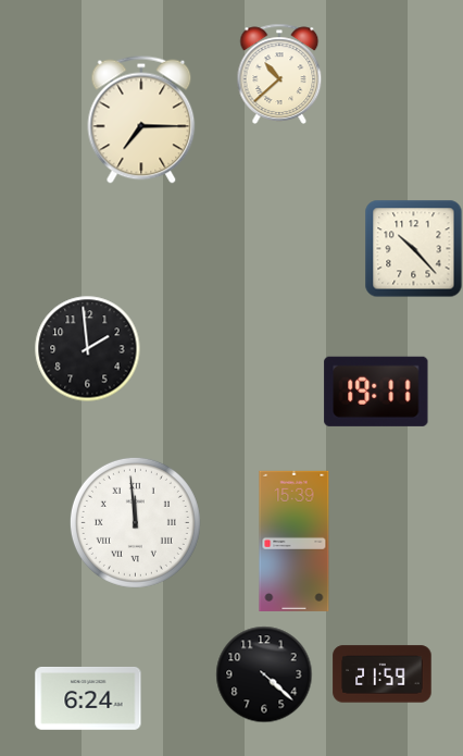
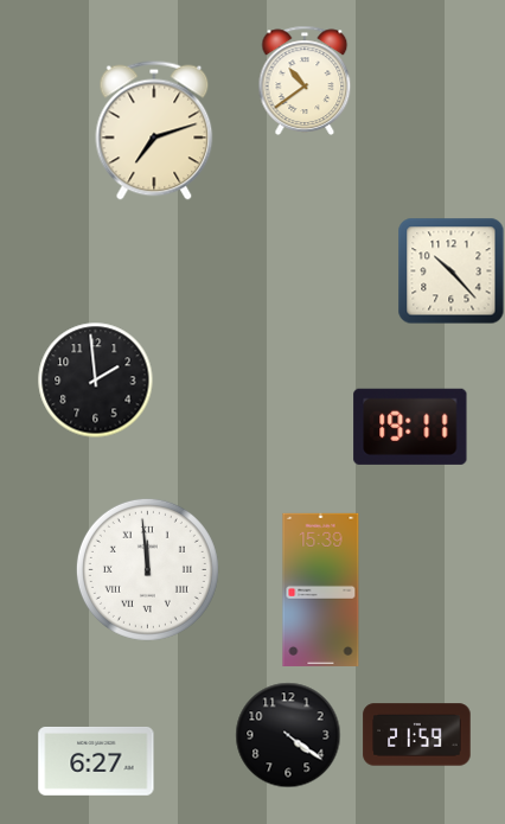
clock at (279, 74): 10:38 -> 10:39
clock at (141, 120): 7:15 -> 7:12
clock at (264, 674): 4:22 -> 4:21
clock at (88, 698): 6:24 -> 6:27
